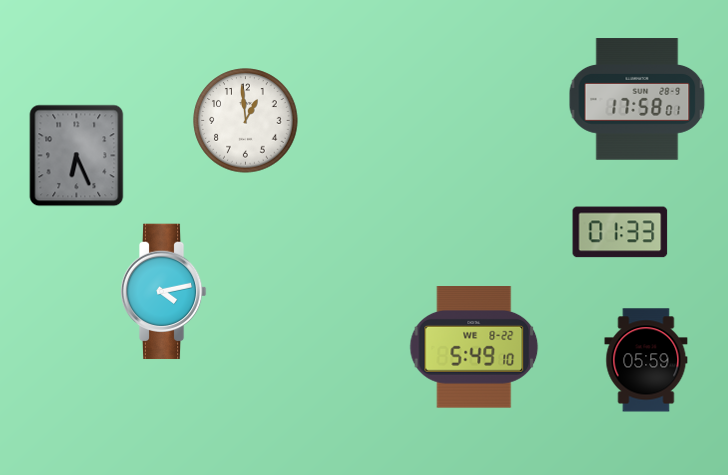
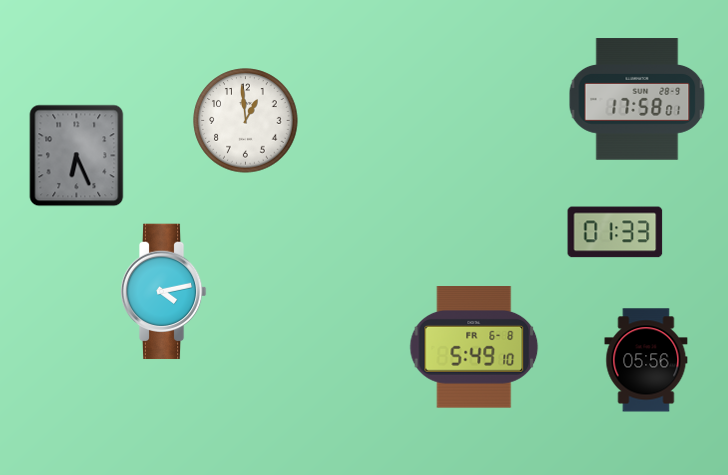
clock at (620, 232) position: (620, 232) -> (615, 232)
clock at (474, 348) date: WE 8-22 -> FR 6-8
clock at (646, 360): 05:59 -> 05:56
